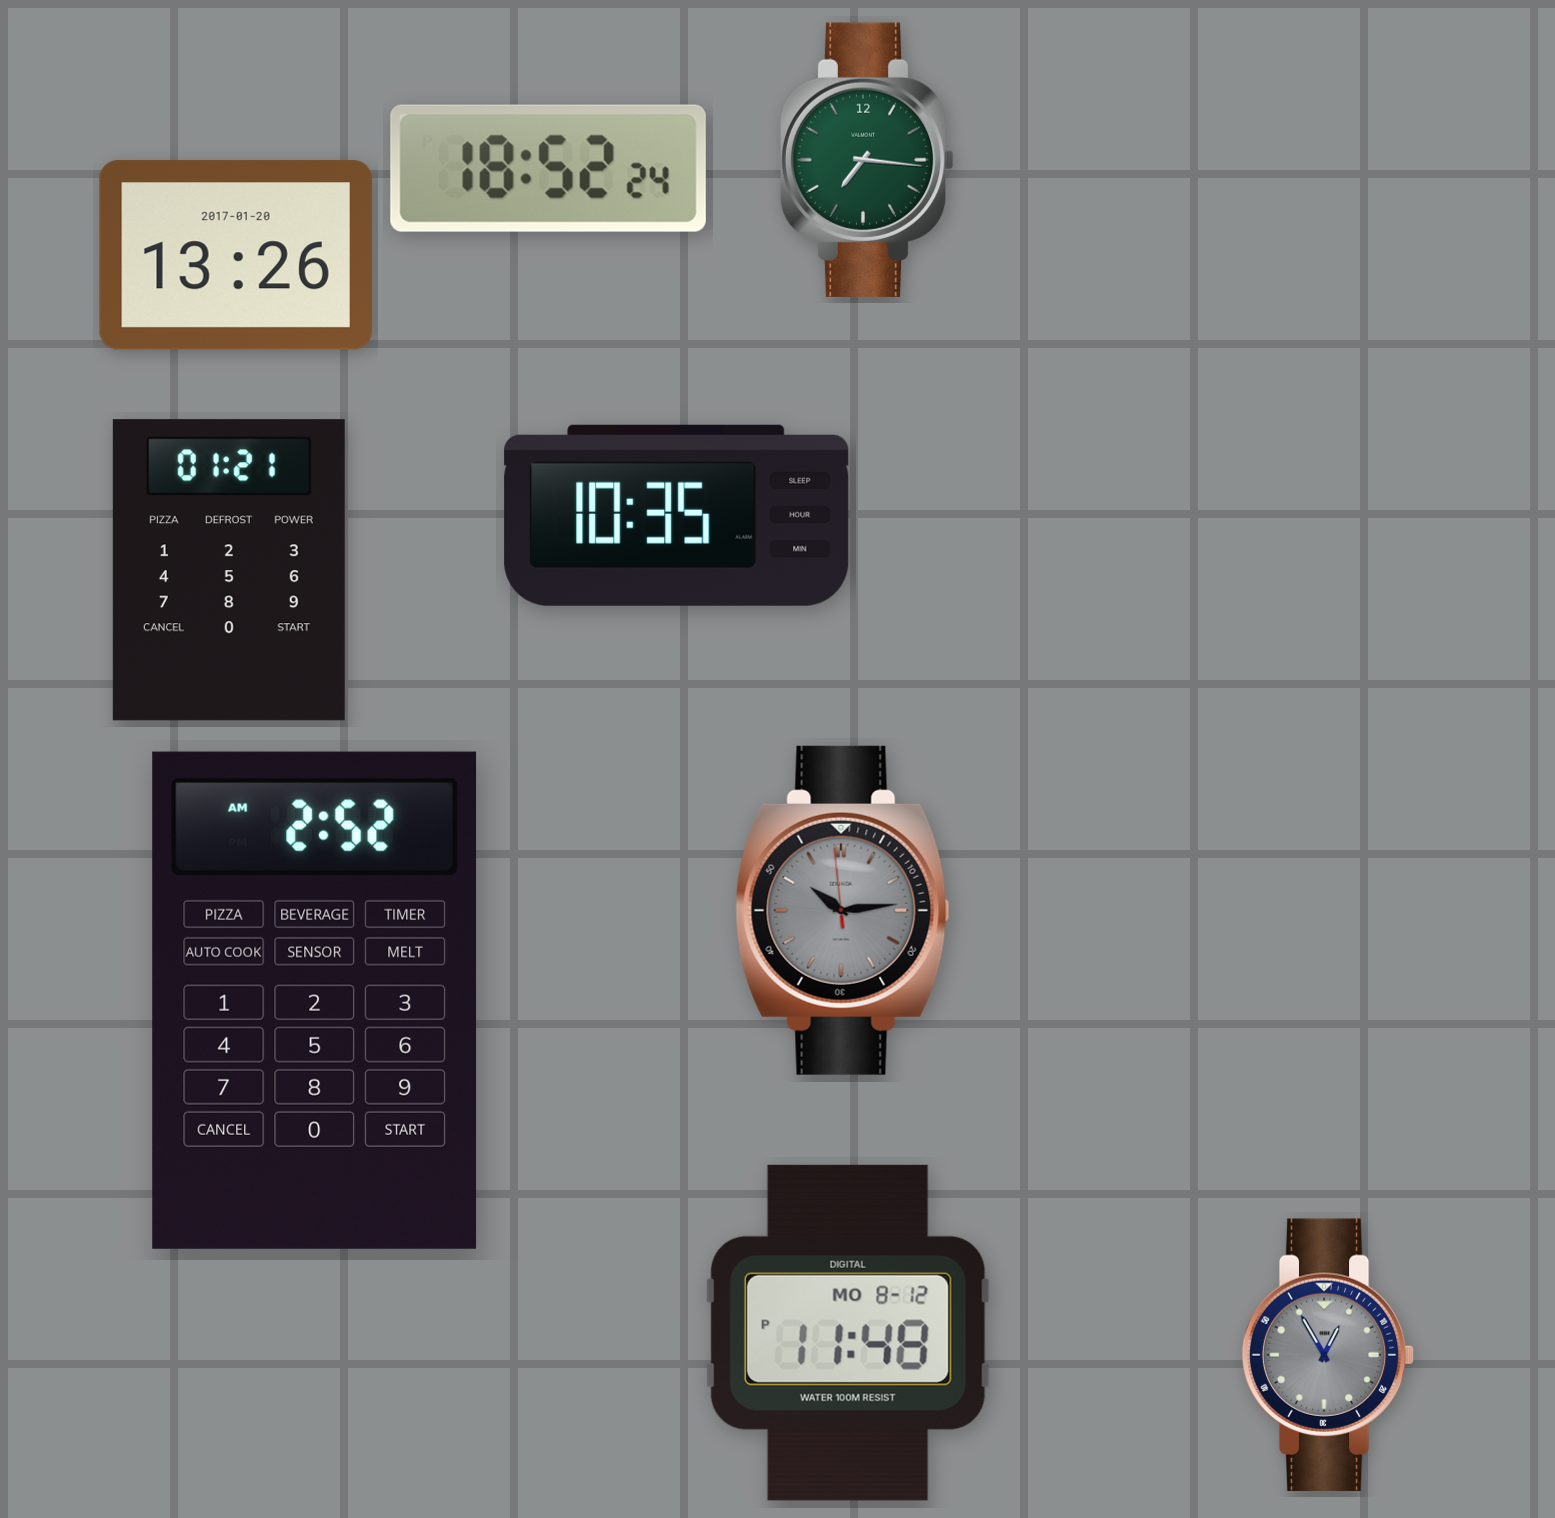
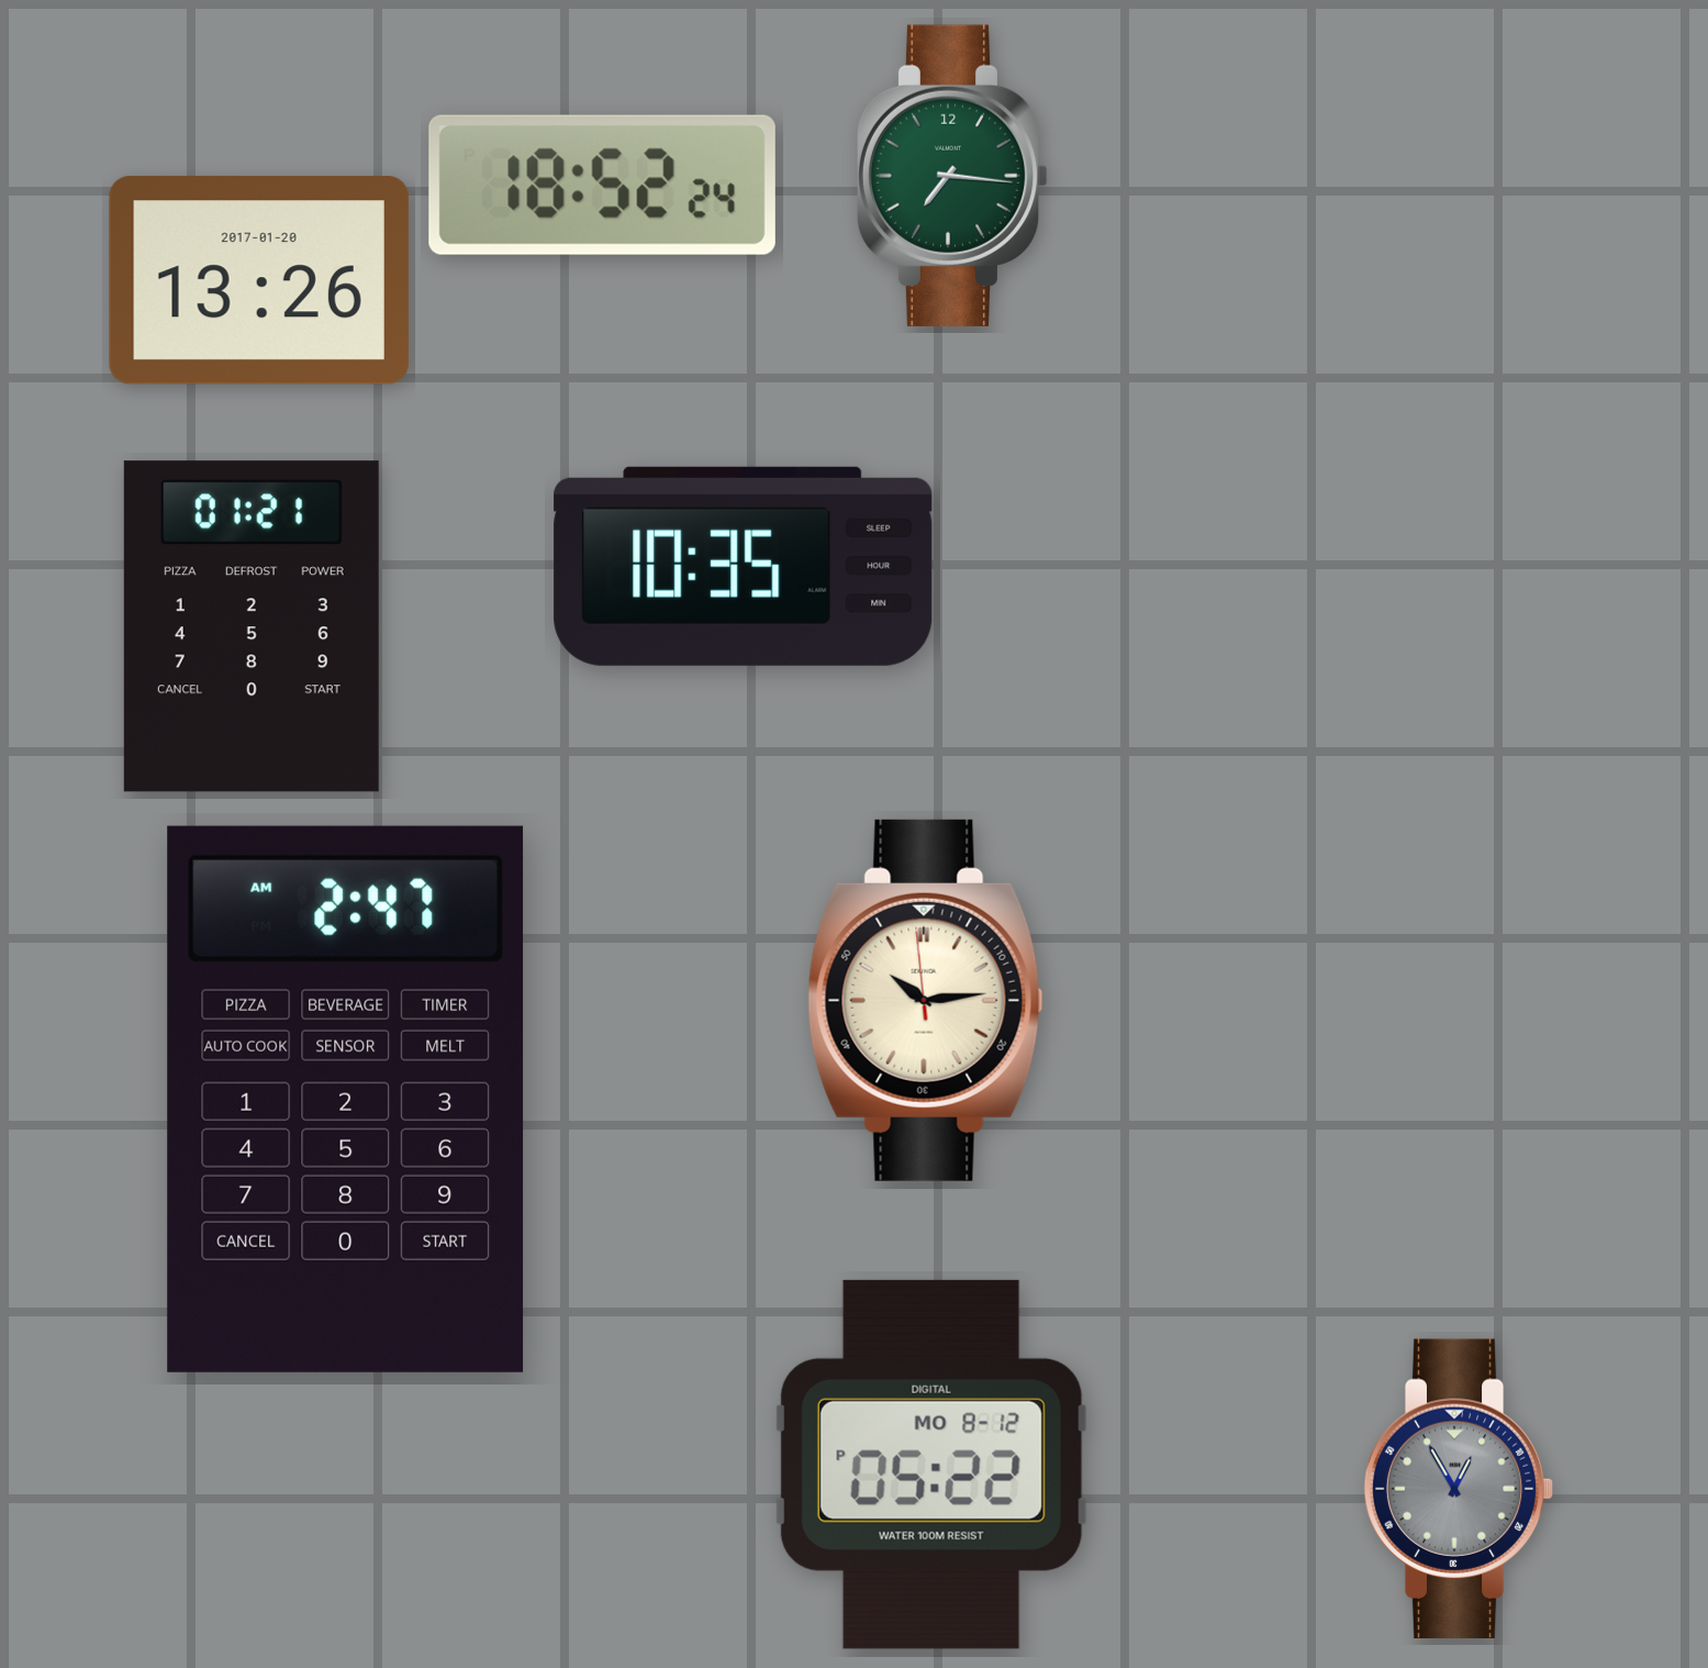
clock at (843, 910) dial: grey -> cream
clock at (315, 1000): 2:52 -> 2:47
clock at (848, 1333): 11:48 -> 05:22
